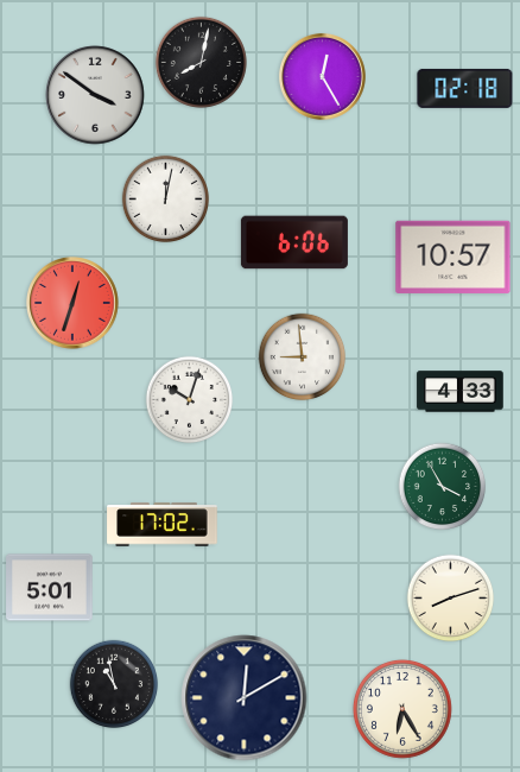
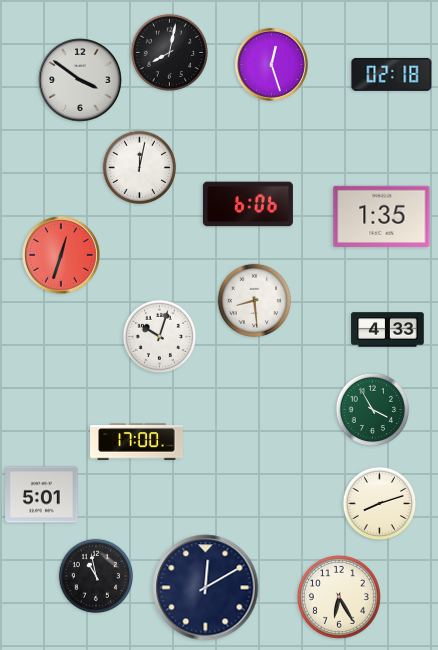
clock at (322, 76): 12:25 -> 12:27
clock at (454, 257): 10:57 -> 1:35
clock at (303, 357): 8:59 -> 8:29
clock at (163, 525): 17:02 -> 17:00
